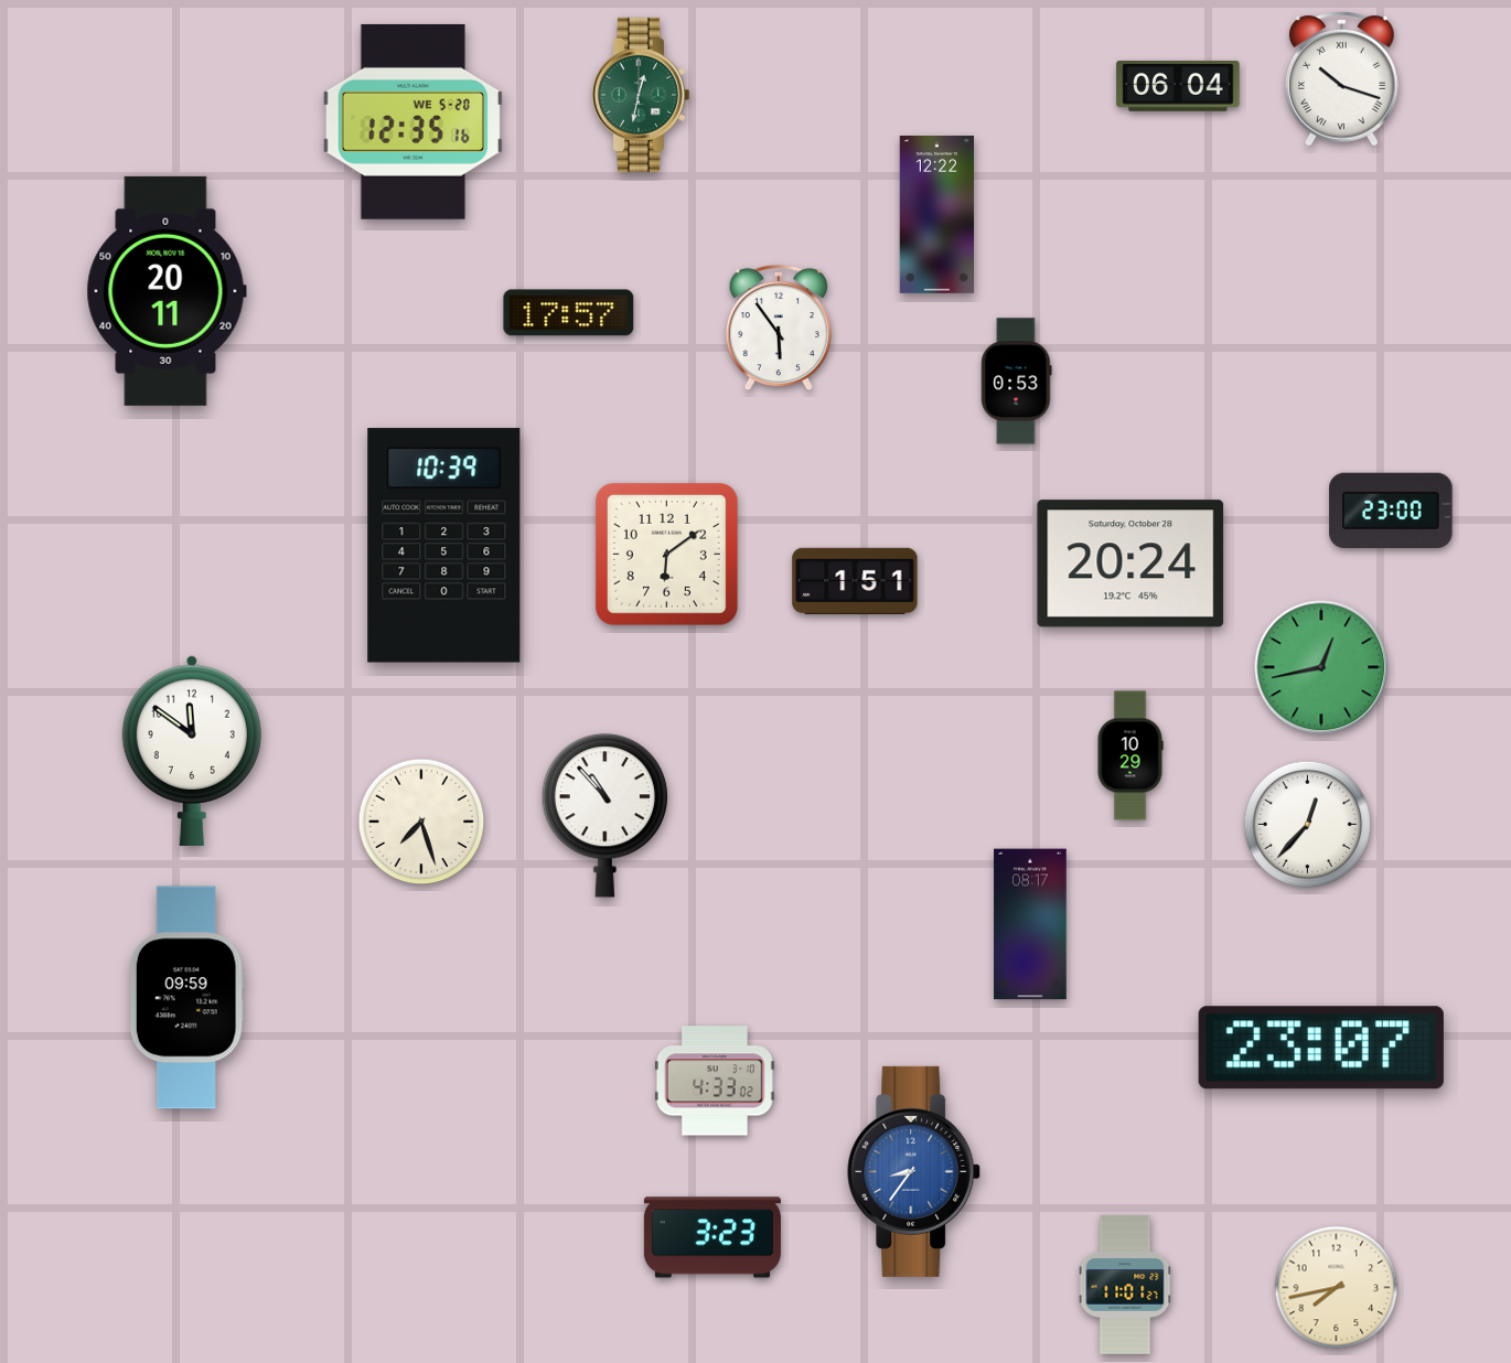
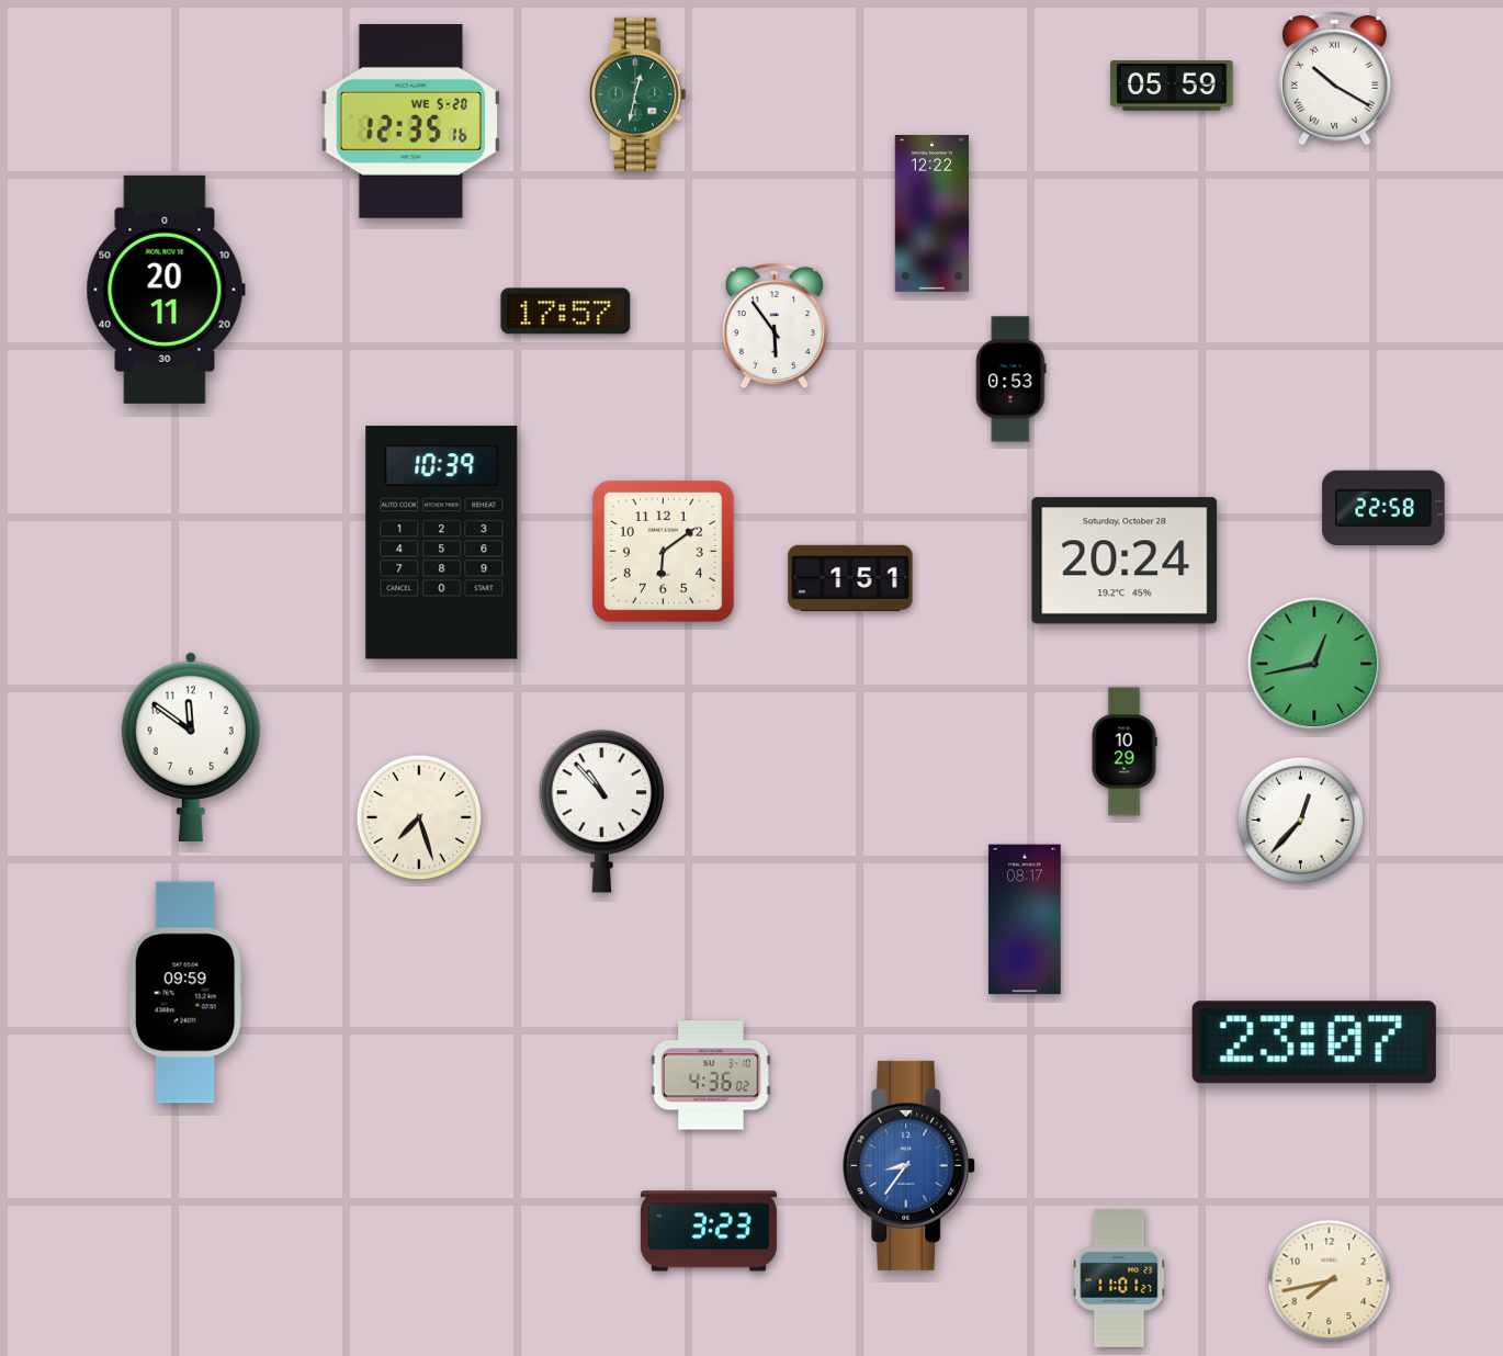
clock at (1342, 79): 10:18 -> 10:20
clock at (1178, 87): 06:04 -> 05:59
clock at (1391, 509): 23:00 -> 22:58
clock at (715, 1081): 4:33 -> 4:36
